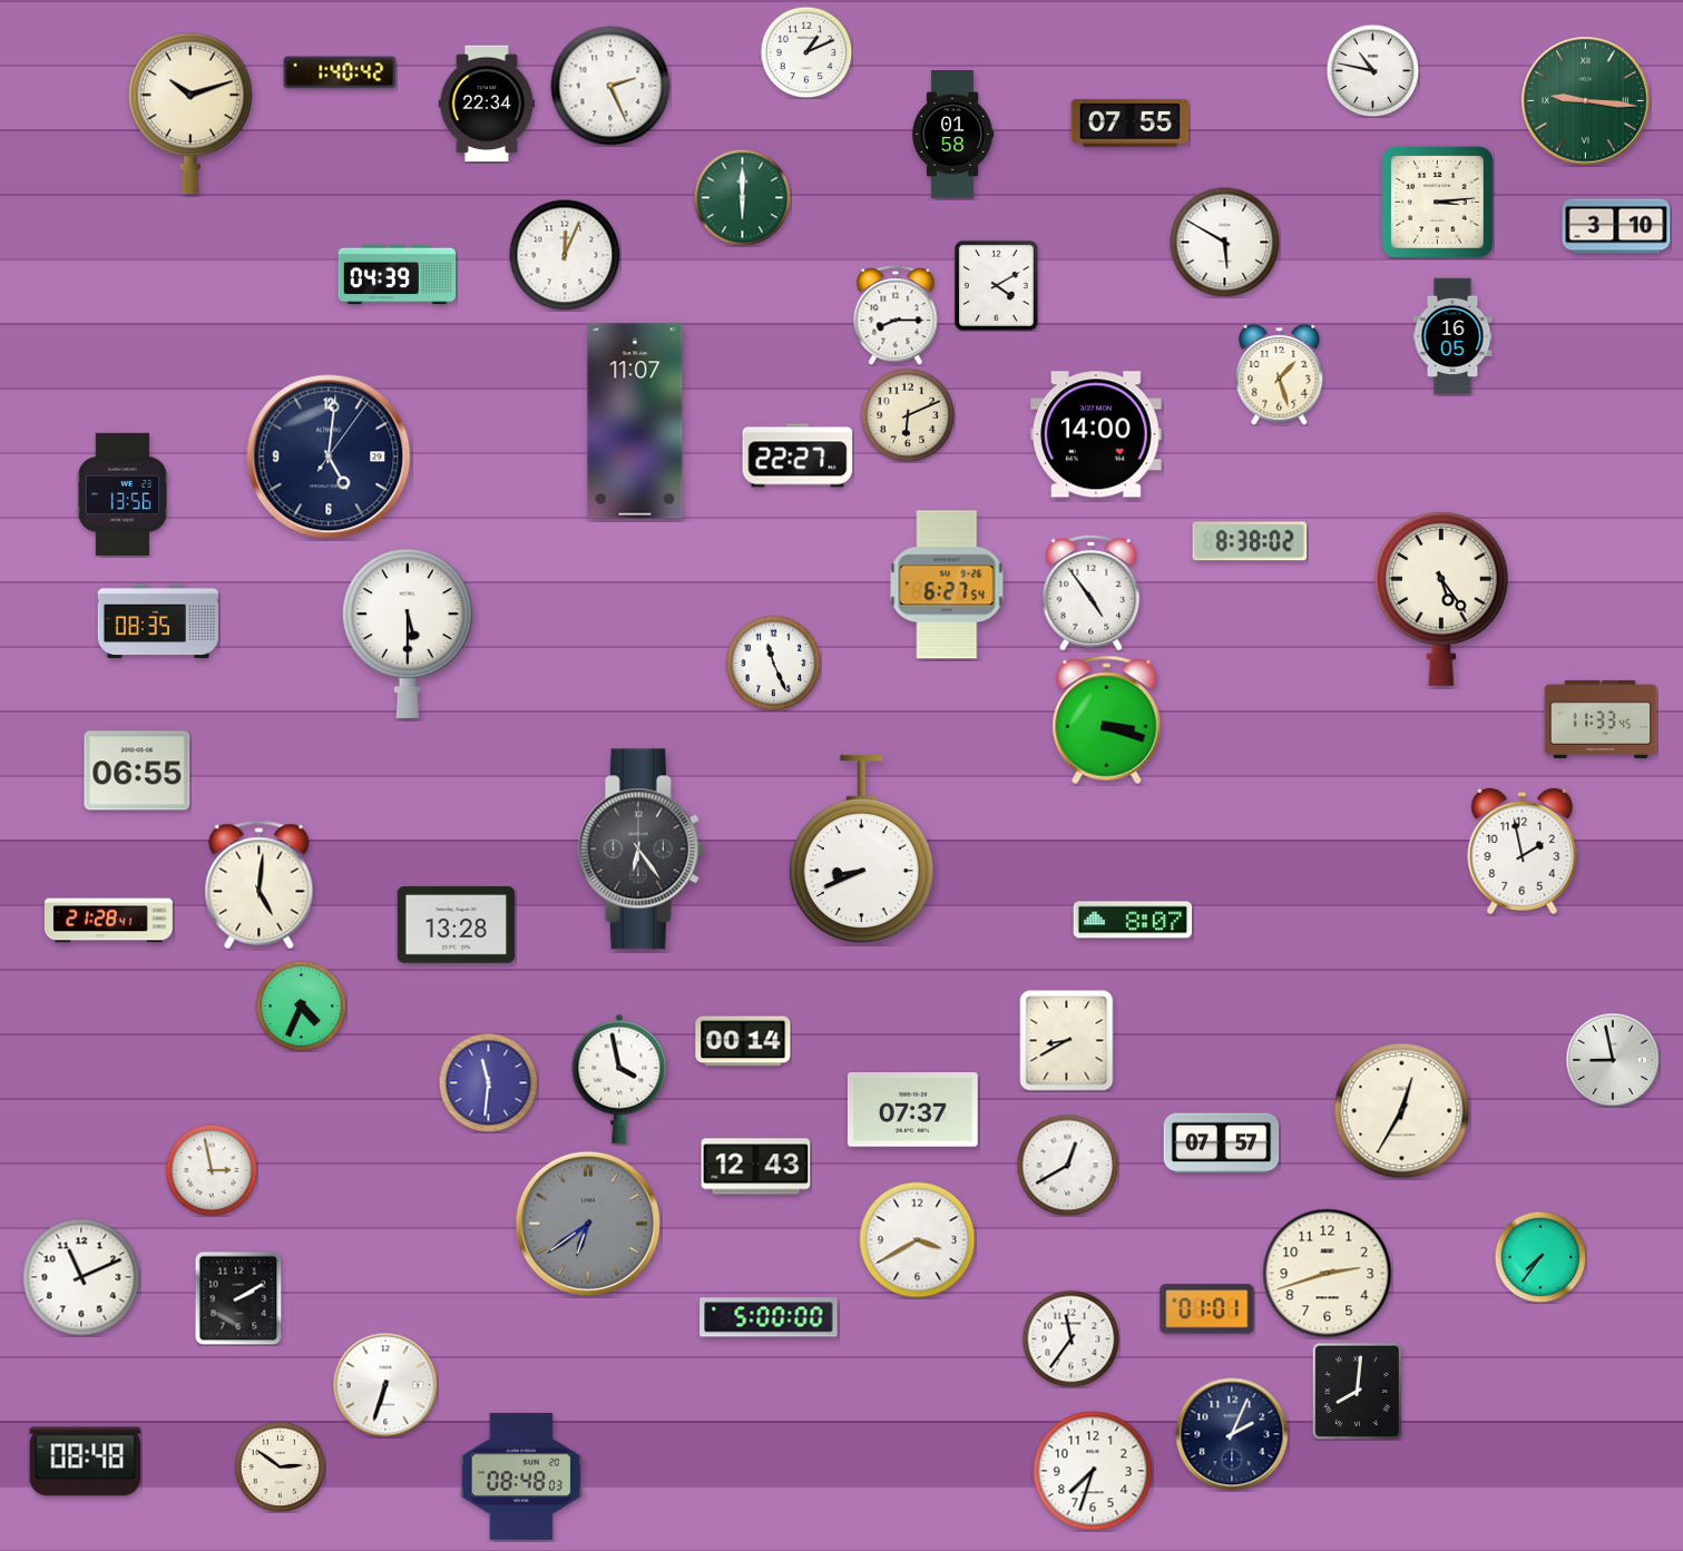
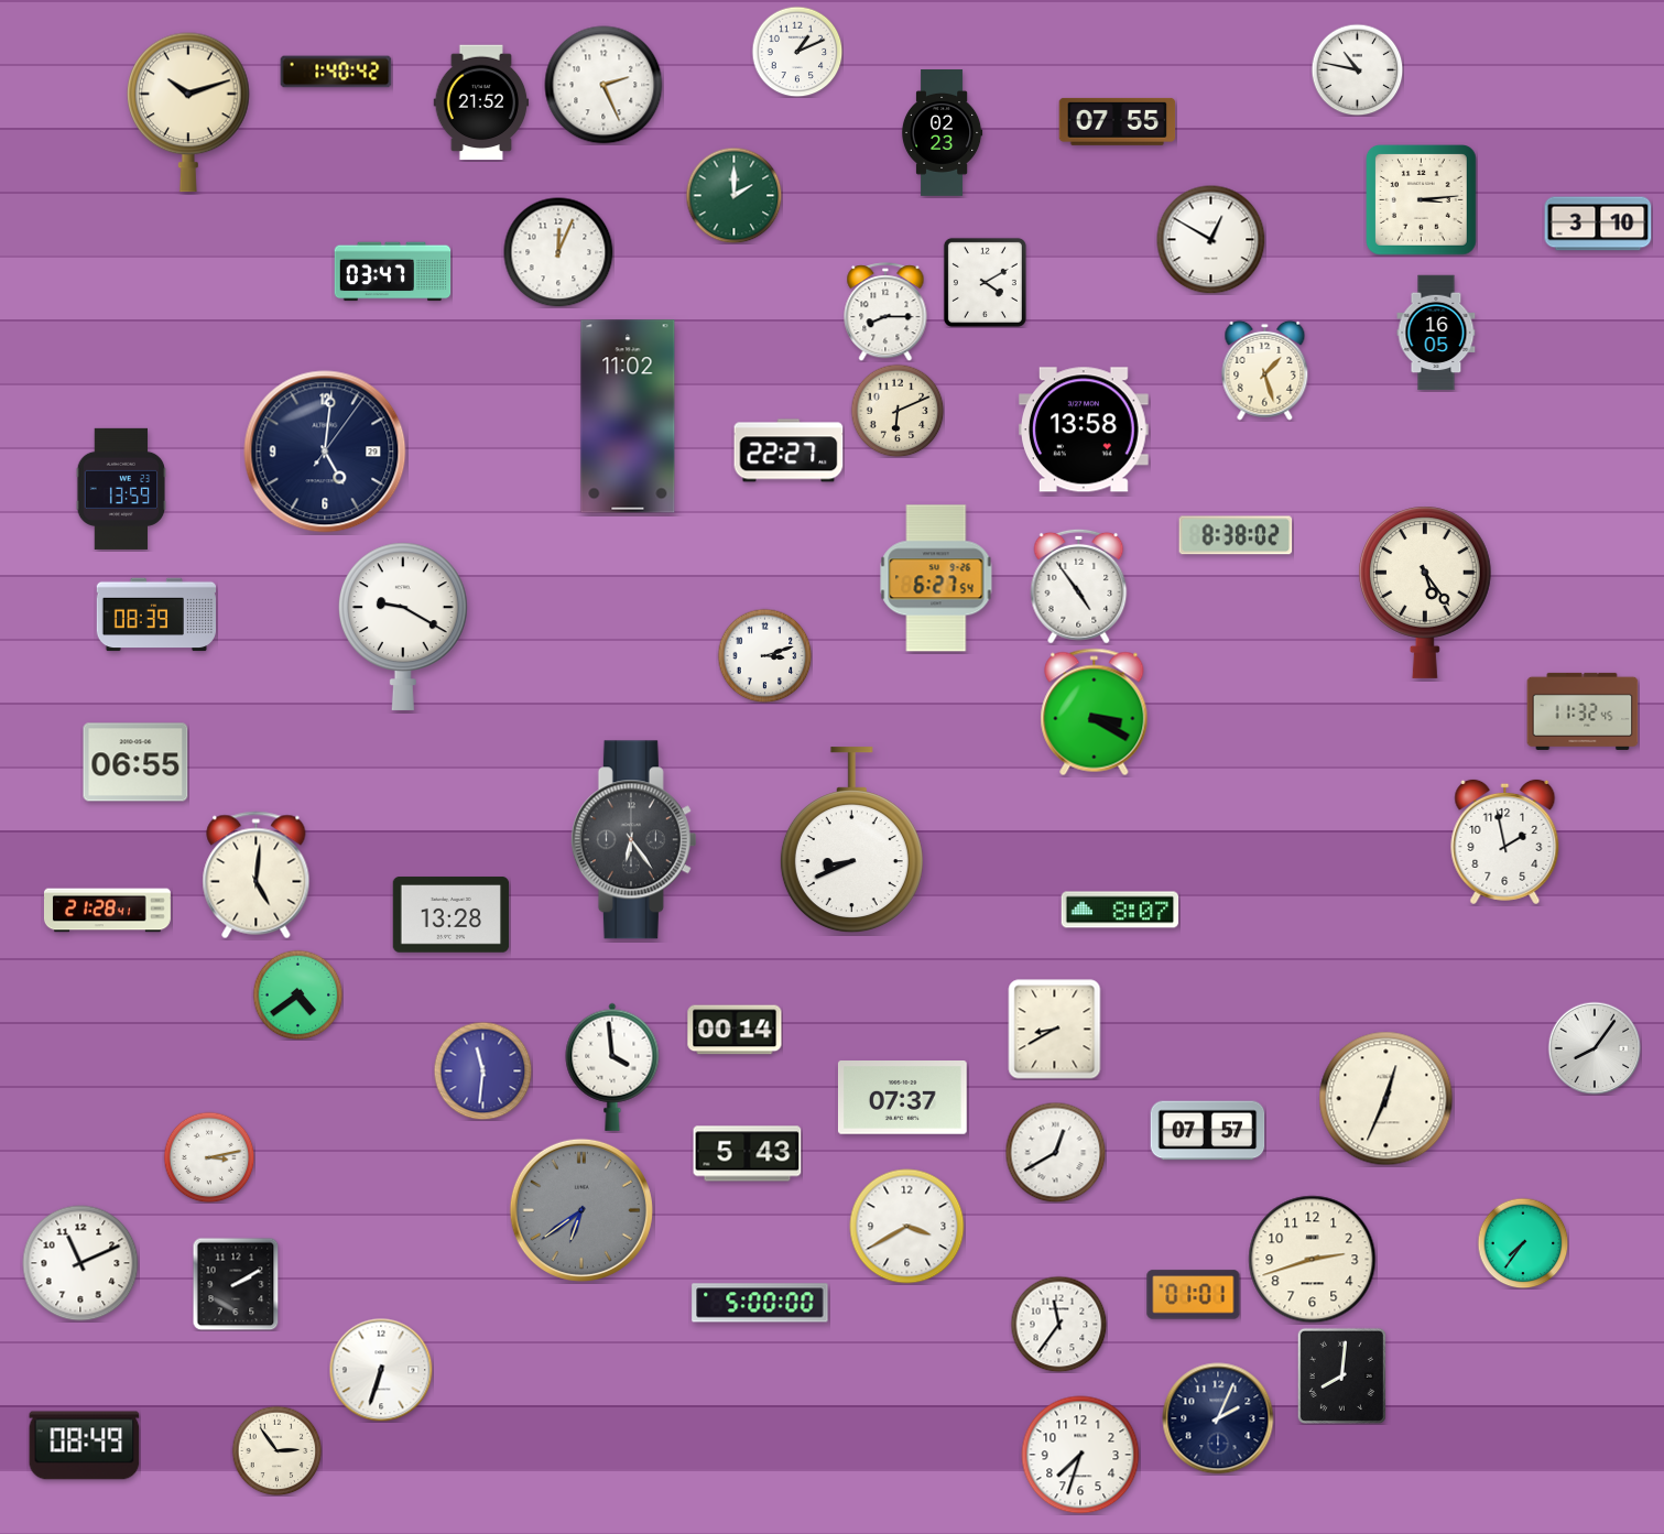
clock at (1586, 101): 9:16 -> none
clock at (487, 104): 22:34 -> 21:52
clock at (952, 135): 01:58 -> 02:23
clock at (742, 197): 6:00 -> 2:00
clock at (1225, 243): 5:50 -> 12:50
clock at (398, 275): 04:39 -> 03:47
clock at (635, 421): 11:07 -> 11:02
clock at (1096, 434): 14:00 -> 13:58
clock at (123, 494): 13:56 -> 13:59
clock at (157, 621): 08:35 -> 08:39
clock at (408, 634): 5:30 -> 9:20
clock at (773, 662): 11:26 -> 3:12
clock at (1601, 719): 11:33 -> 11:32
clock at (1107, 720): 3:18 -> 3:20
clock at (301, 1005): 4:34 -> 4:39
clock at (1613, 1060): 8:58 -> 8:06
clock at (619, 1079): 3:58 -> 3:59
clock at (1402, 1111): 12:35 -> 12:34
clock at (756, 1167): 12:43 -> 5:43
clock at (212, 1170): 2:58 -> 3:13
clock at (86, 1462): 08:48 -> 08:49
clock at (280, 1466): 2:51 -> 2:54
clock at (521, 1476): 08:48 -> none
